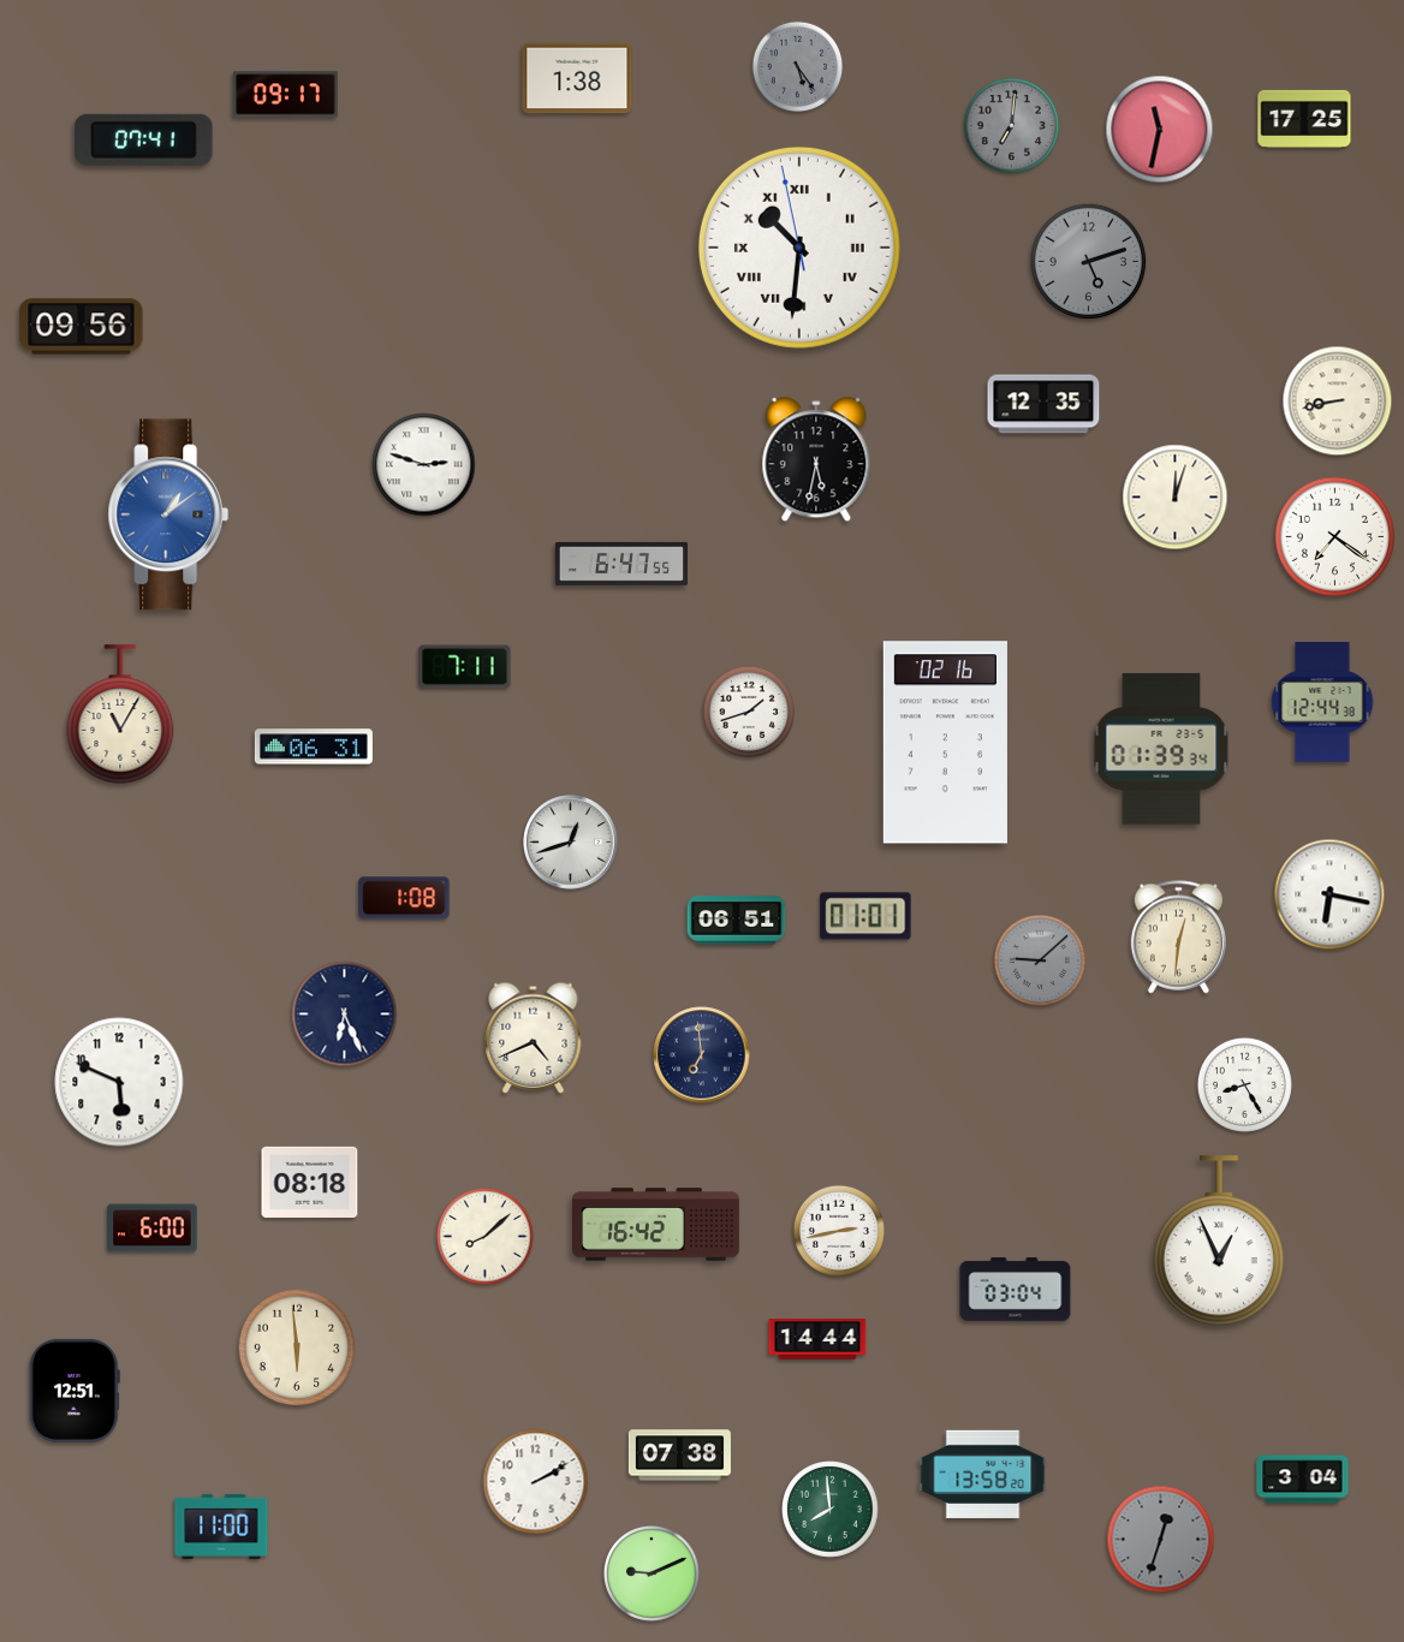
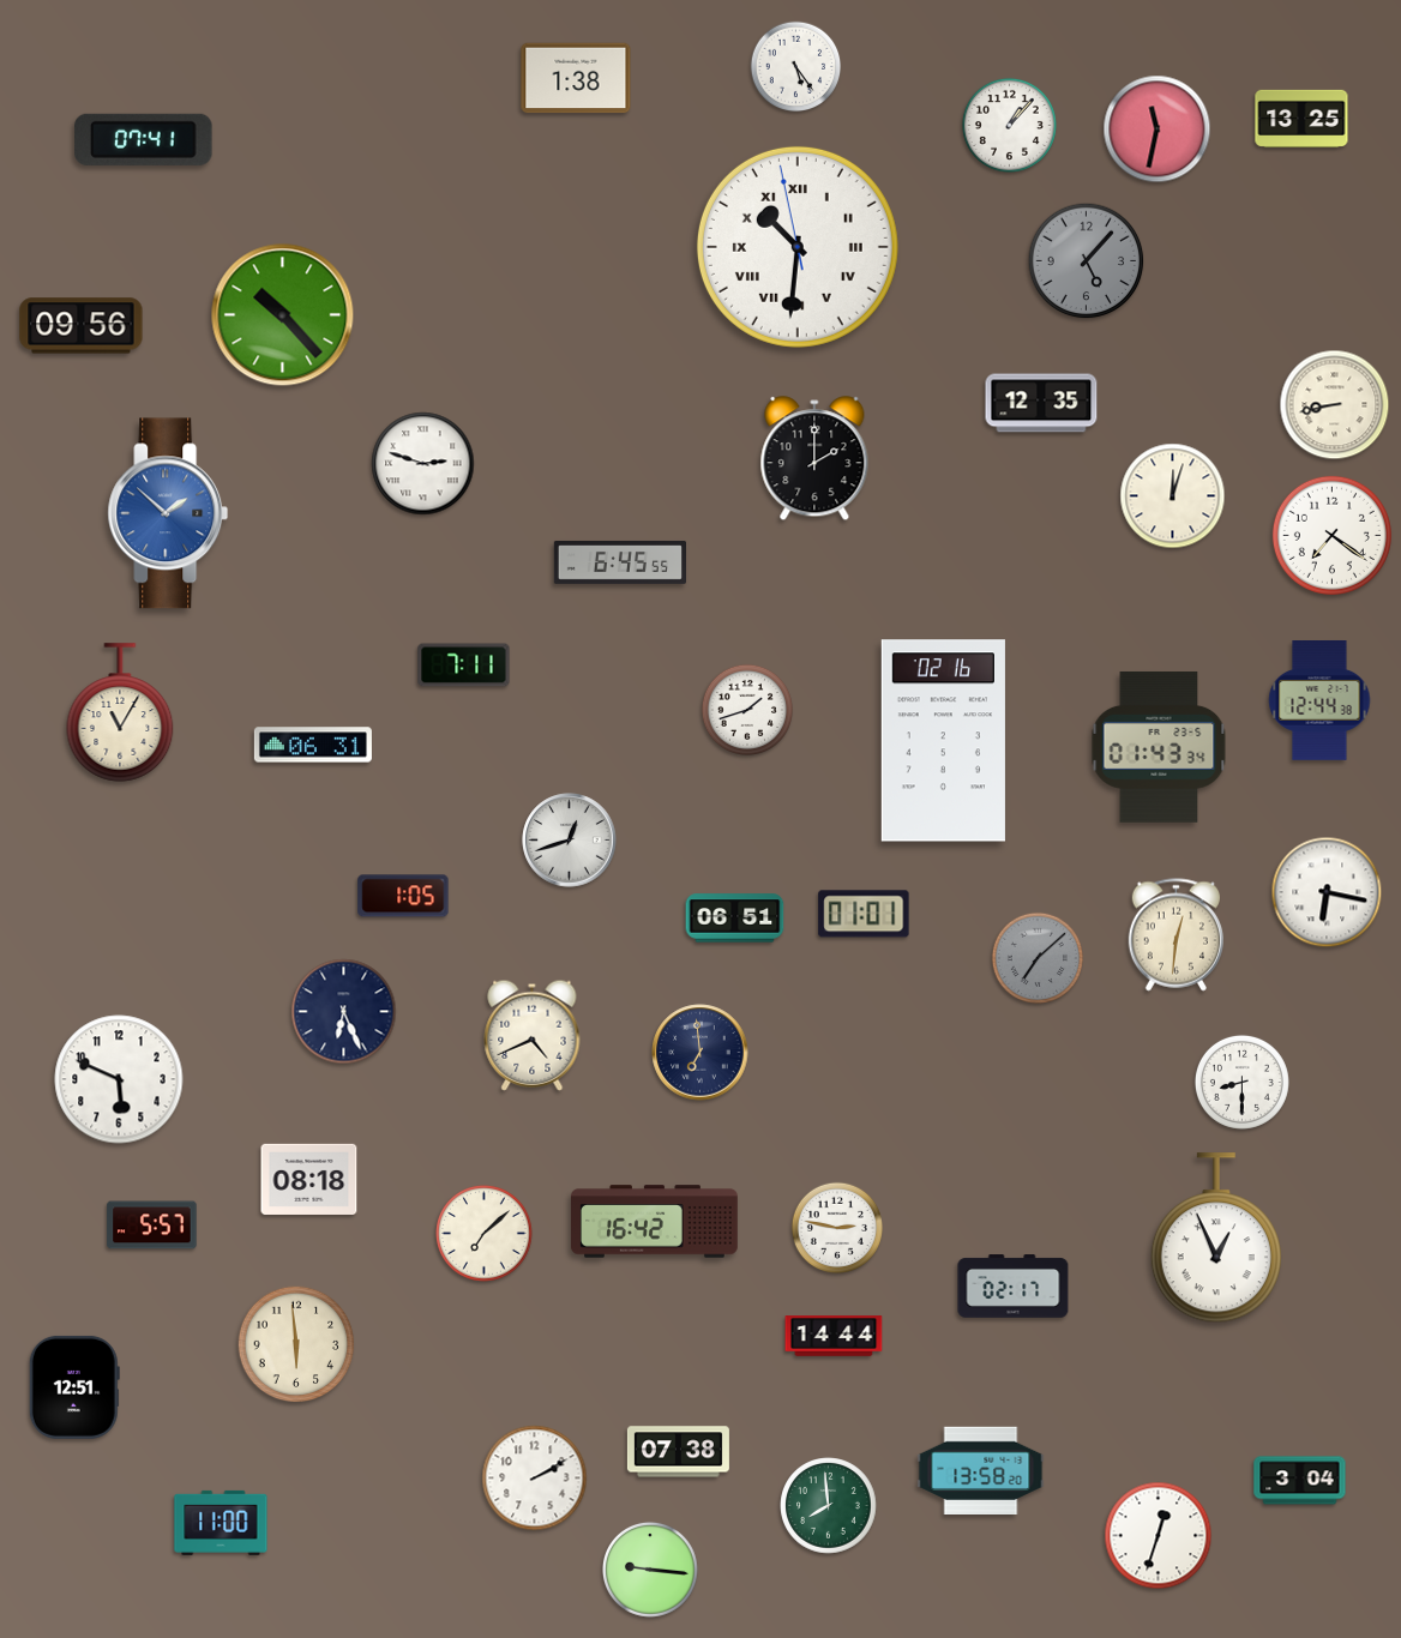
clock at (798, 67) dial: grey -> white
clock at (286, 95): 09:17 -> none
clock at (1304, 119): 17:25 -> 13:25
clock at (1011, 125): 7:01 -> 1:07
clock at (1011, 125) dial: grey -> white
clock at (1089, 262): 5:12 -> 5:07
clock at (283, 315): none -> 10:23
clock at (1338, 401) position: (1338, 401) -> (1335, 405)
clock at (816, 460): 5:32 -> 2:00
clock at (168, 514): 1:09 -> 1:52
clock at (620, 564): 6:47 -> 6:45
clock at (1161, 749): 01:39 -> 01:43
clock at (404, 898): 1:08 -> 1:05
clock at (1039, 959): 9:08 -> 7:08
clock at (1244, 1084): 8:25 -> 8:30
clock at (153, 1228): 6:00 -> 5:57
clock at (838, 1230): 2:43 -> 2:47
clock at (486, 1237): 8:08 -> 7:08
clock at (1016, 1290): 03:04 -> 02:17
clock at (817, 1339) position: (817, 1339) -> (834, 1336)
clock at (1303, 1480) position: (1303, 1480) -> (1300, 1481)
clock at (1161, 1540) dial: grey -> white
clock at (653, 1575): 9:11 -> 9:16
